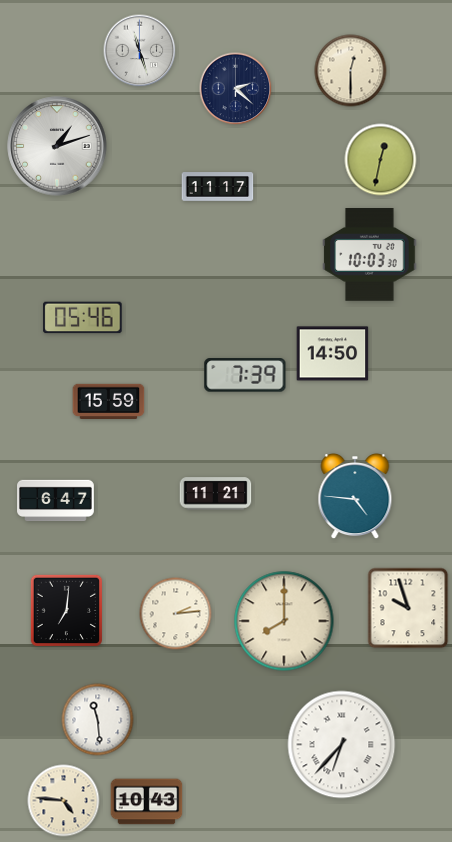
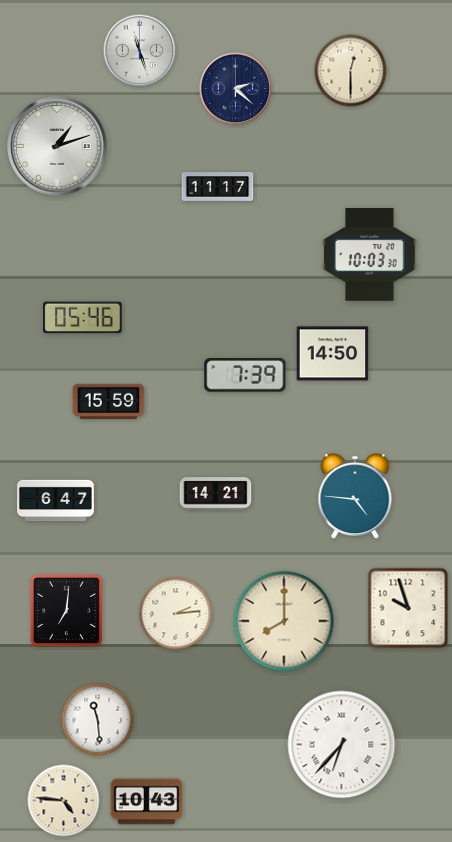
clock at (381, 160): 12:32 -> none
clock at (216, 494): 11:21 -> 14:21
